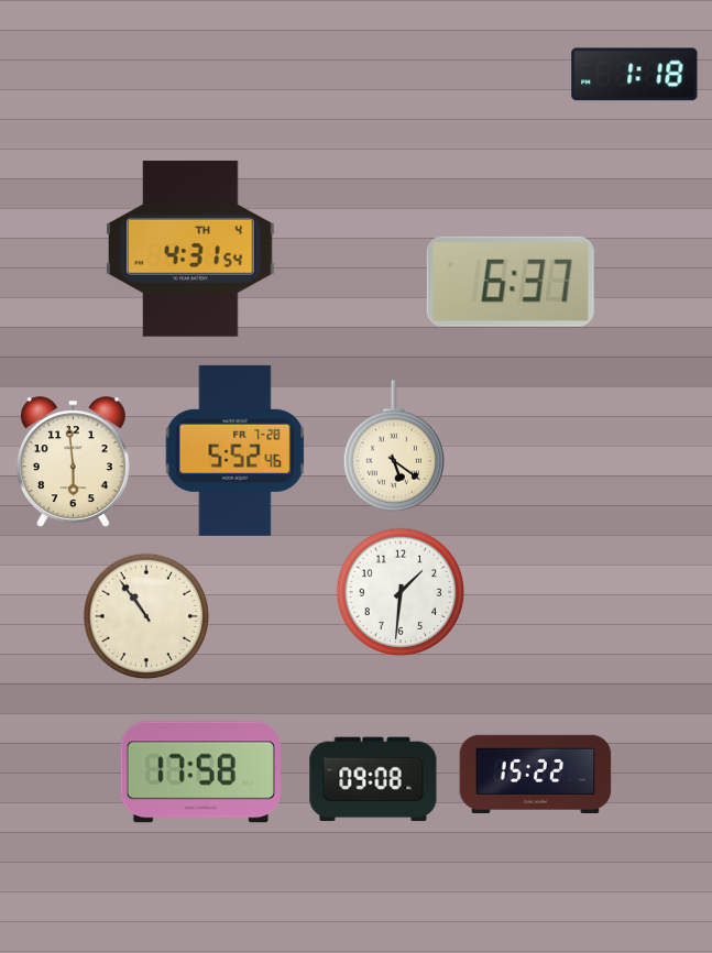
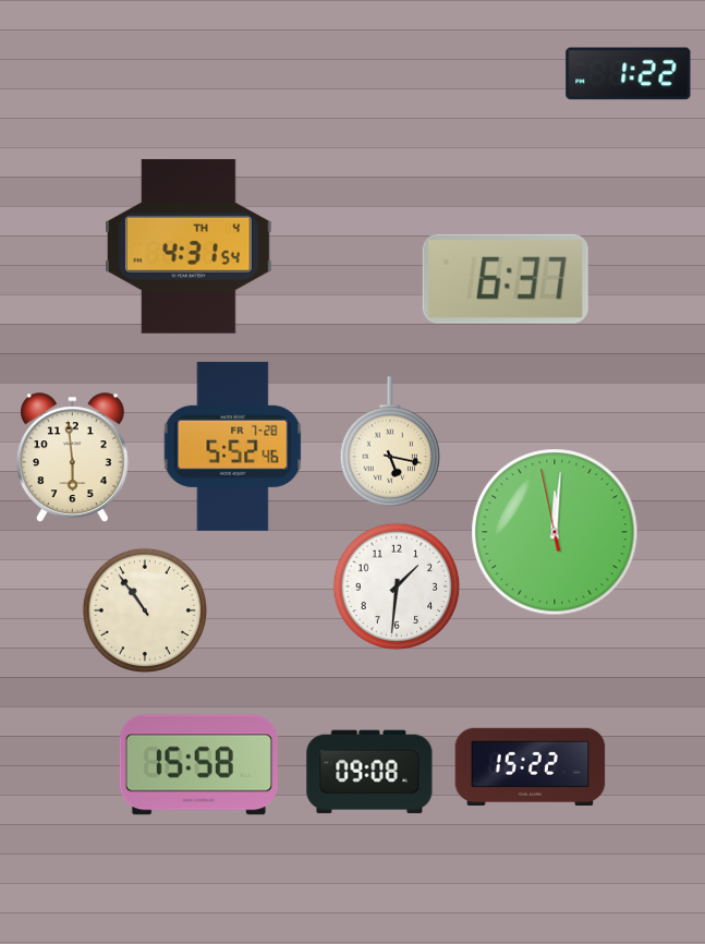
clock at (635, 75): 1:18 -> 1:22
clock at (394, 446): 5:21 -> 5:17
clock at (555, 532): none -> 12:00
clock at (200, 773): 17:58 -> 15:58
